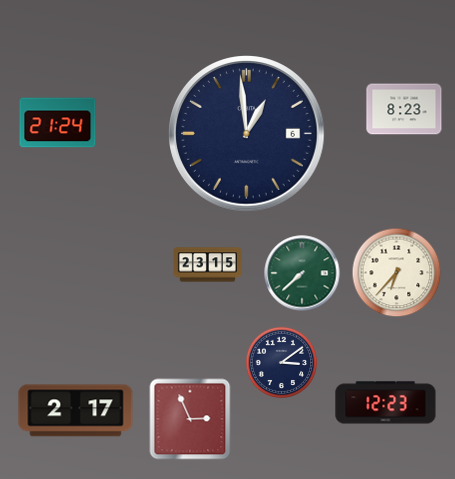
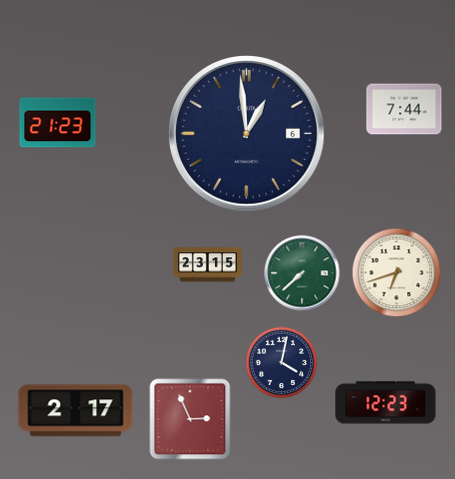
clock at (404, 109): 8:23 -> 7:44
clock at (58, 123): 21:24 -> 21:23
clock at (397, 273): 6:37 -> 6:42
clock at (282, 363): 3:09 -> 4:02
